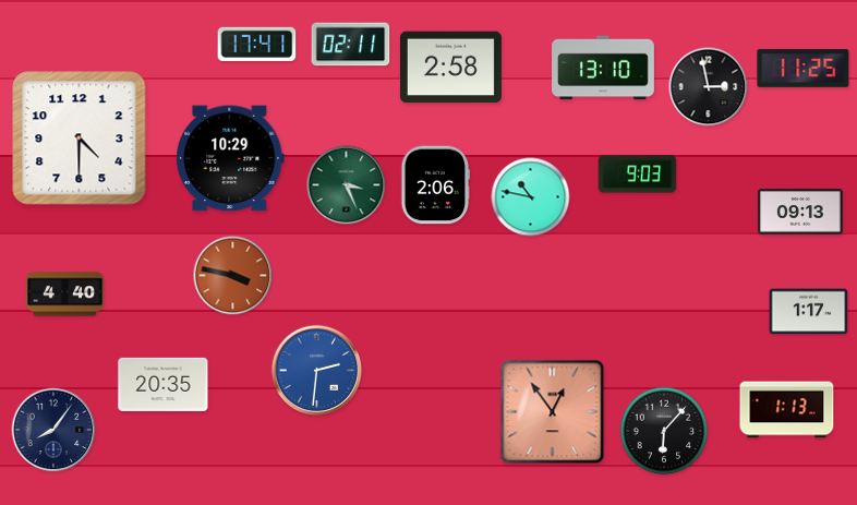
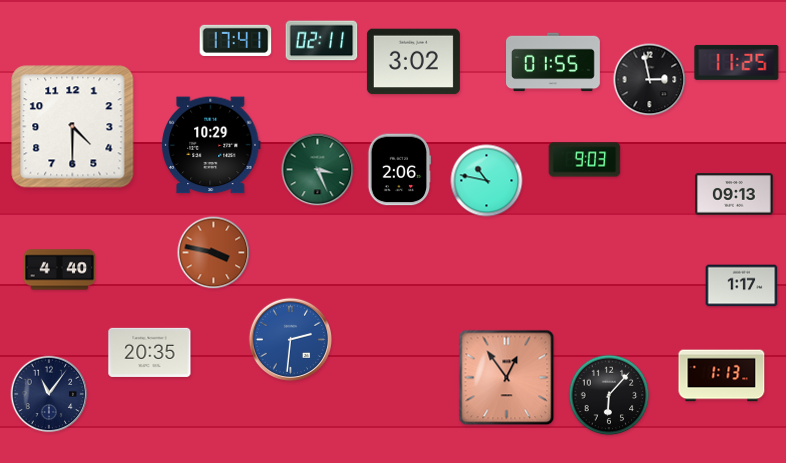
clock at (450, 68): 2:58 -> 3:02
clock at (604, 68): 13:10 -> 01:55
clock at (53, 430): 8:06 -> 11:06
